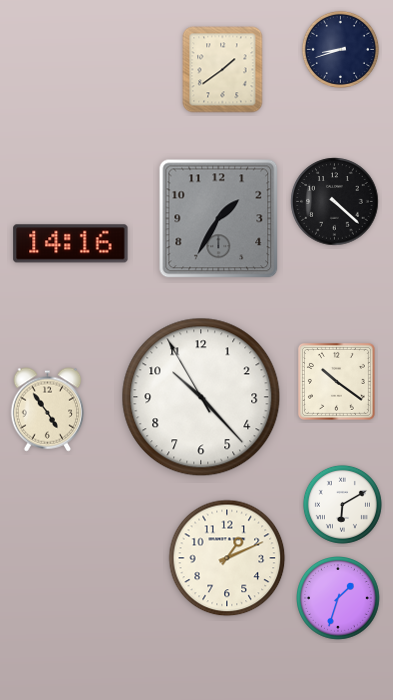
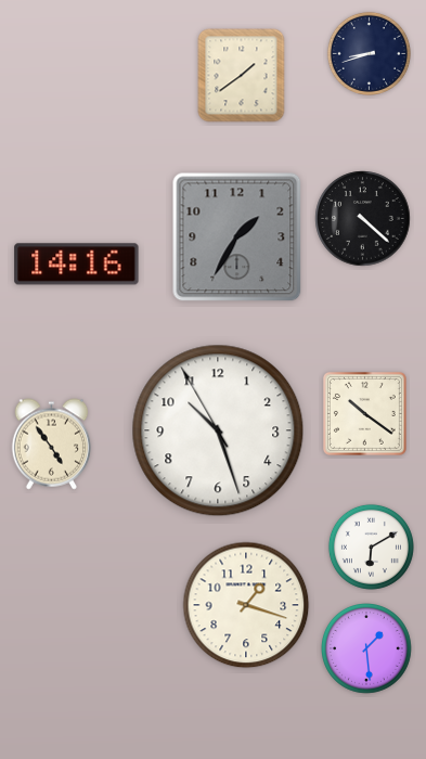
clock at (201, 397): 10:22 -> 10:26
clock at (227, 558): 1:11 -> 1:18
clock at (339, 599): 1:33 -> 1:29
